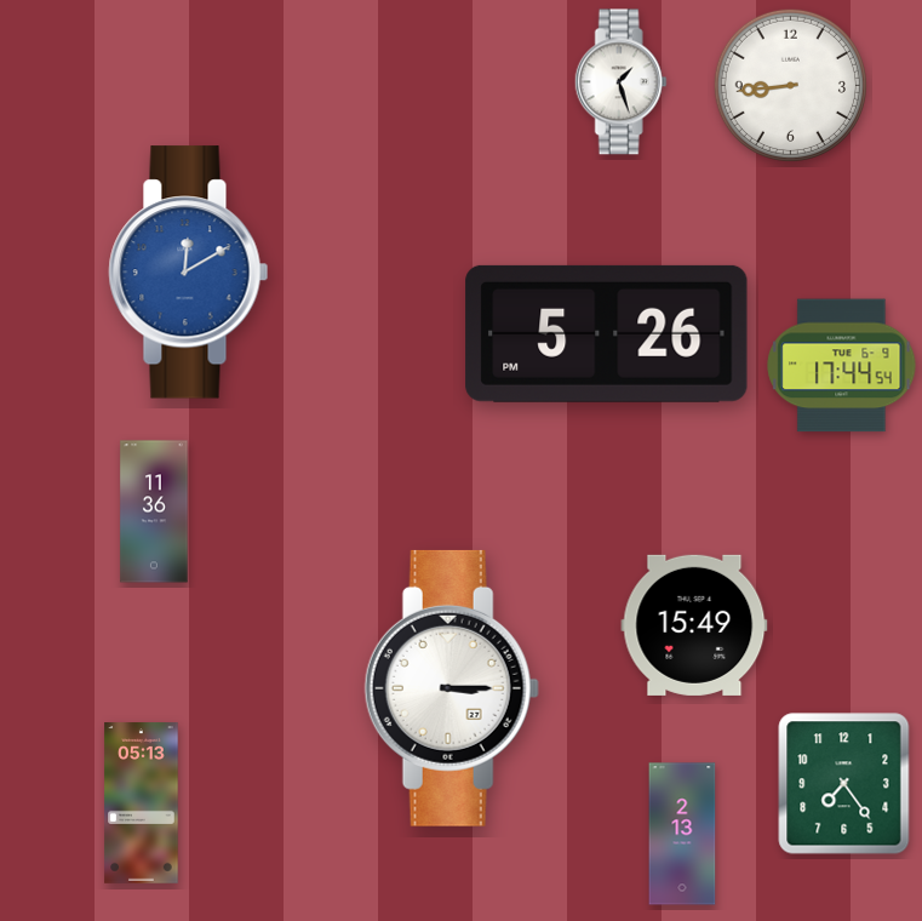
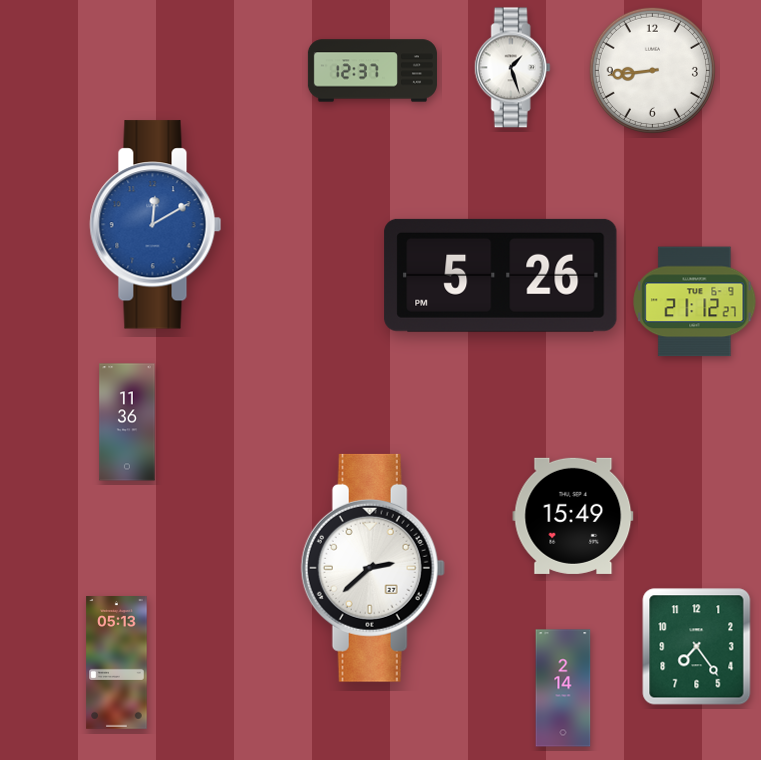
clock at (372, 71): none -> 12:37
clock at (842, 366): 17:44 -> 21:12
clock at (452, 688): 3:15 -> 2:38
clock at (682, 834): 2:13 -> 2:14
